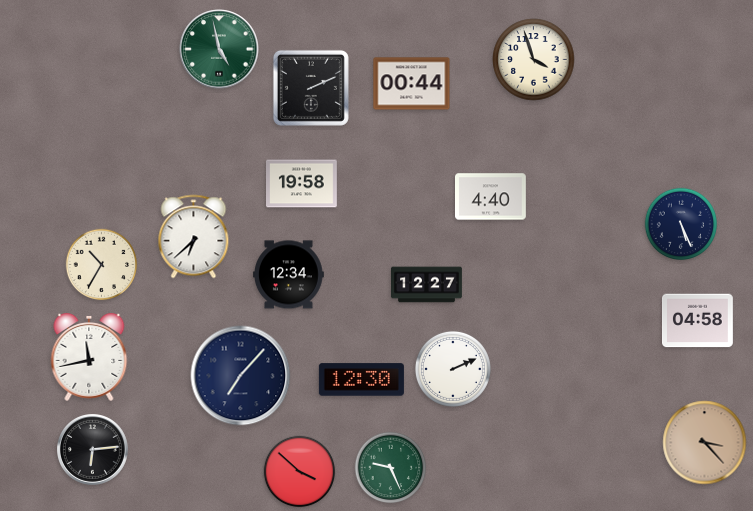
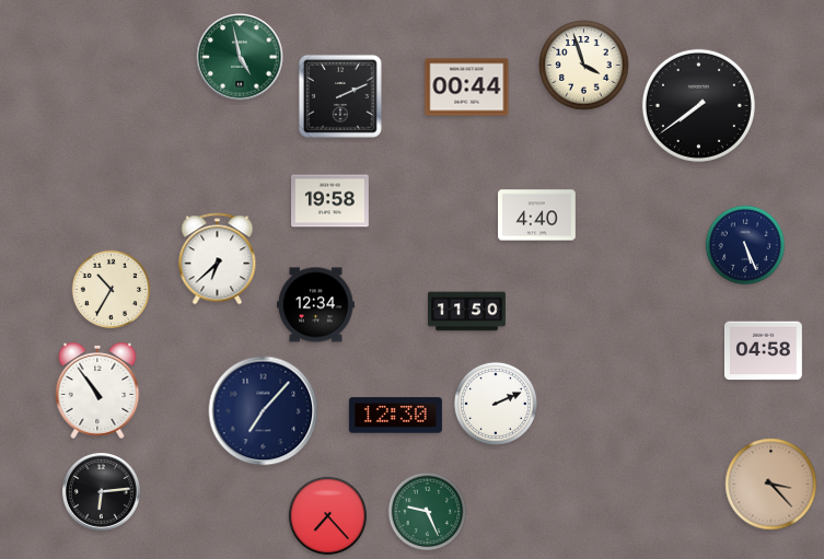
clock at (219, 49) position: (219, 49) -> (240, 57)
clock at (412, 84) position: (412, 84) -> (467, 88)
clock at (698, 105): none -> 7:39
clock at (194, 237) position: (194, 237) -> (218, 259)
clock at (289, 275) position: (289, 275) -> (316, 305)
clock at (427, 285): 12:27 -> 11:50
clock at (89, 357): 11:43 -> 10:54
clock at (300, 472): 3:52 -> 7:23
